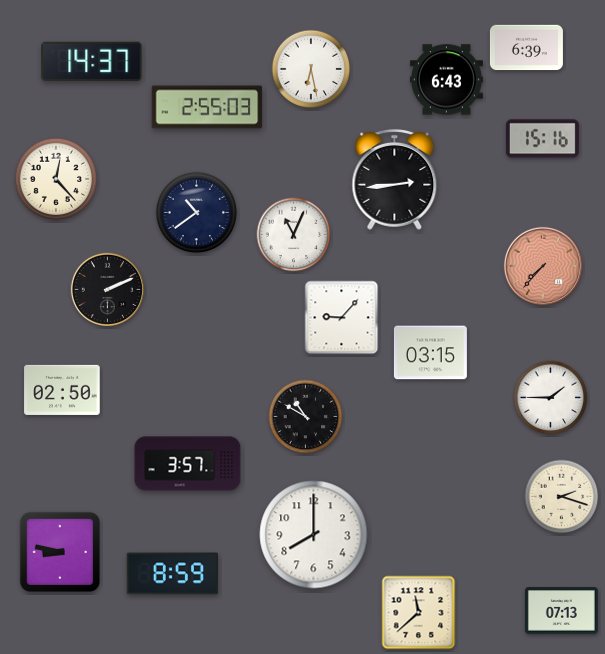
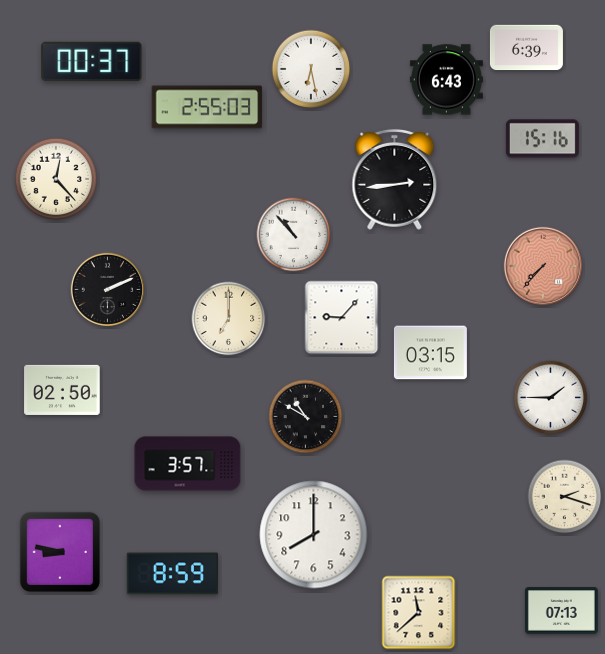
clock at (92, 61): 14:37 -> 00:37
clock at (197, 213): 10:39 -> none
clock at (294, 235): 11:04 -> 10:53
clock at (229, 319): none -> 7:00
clock at (562, 497) position: (562, 497) -> (565, 497)
